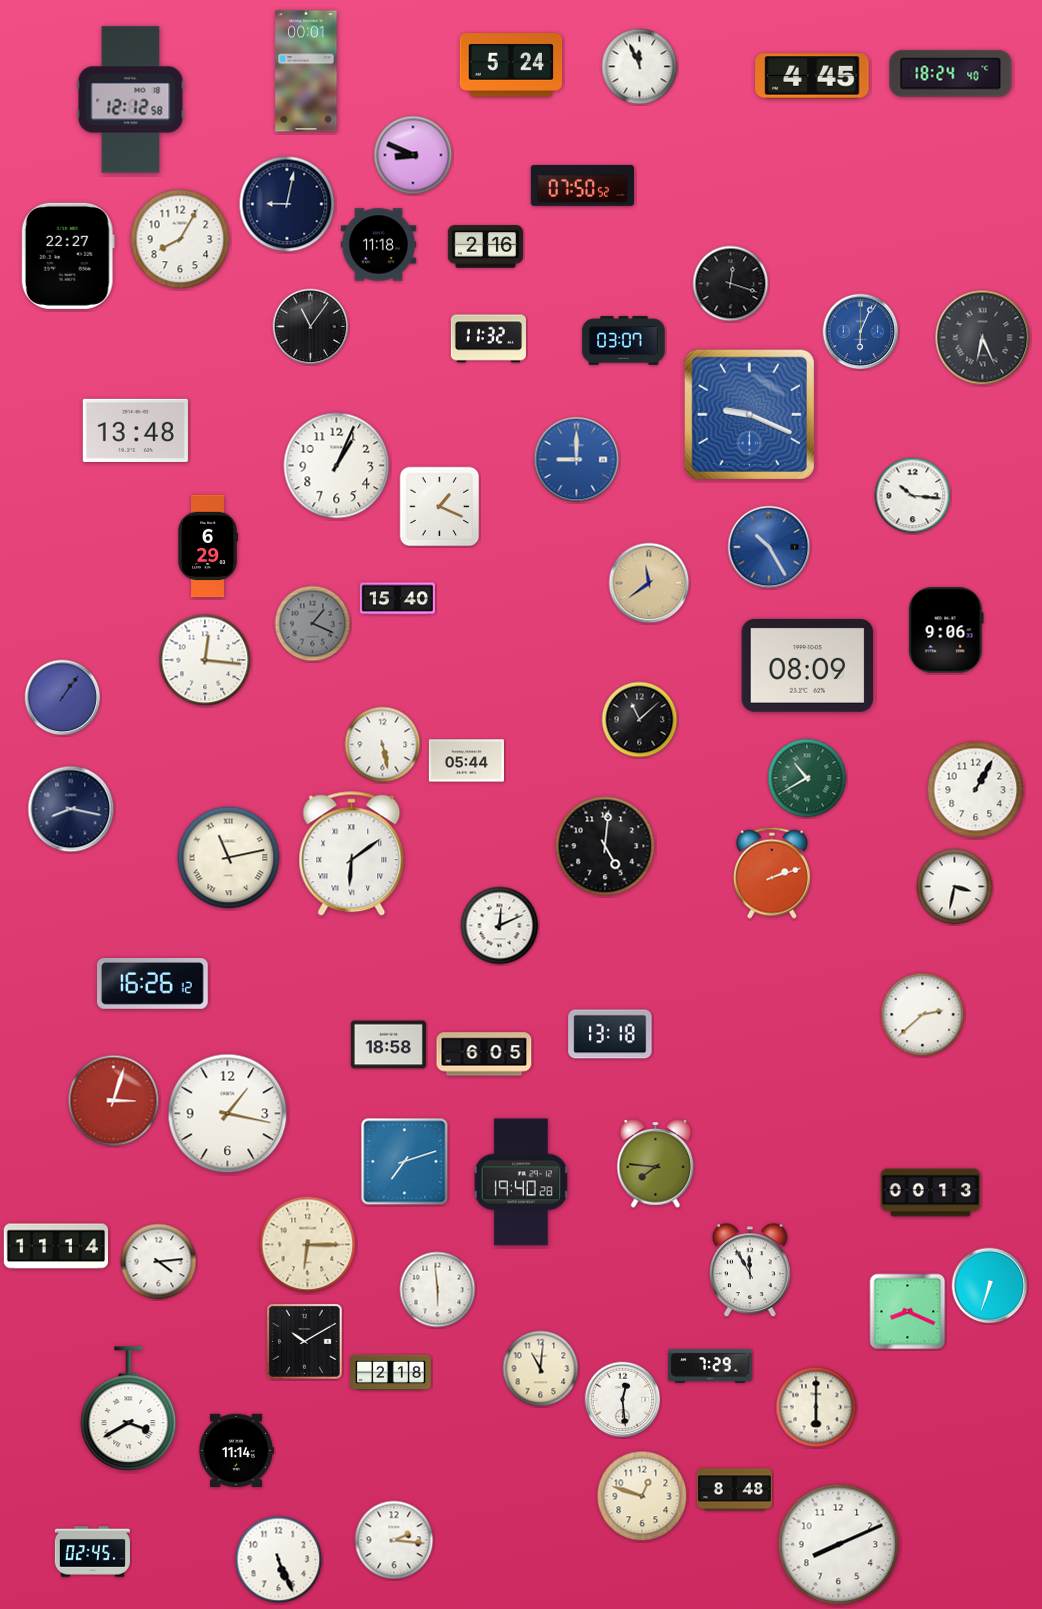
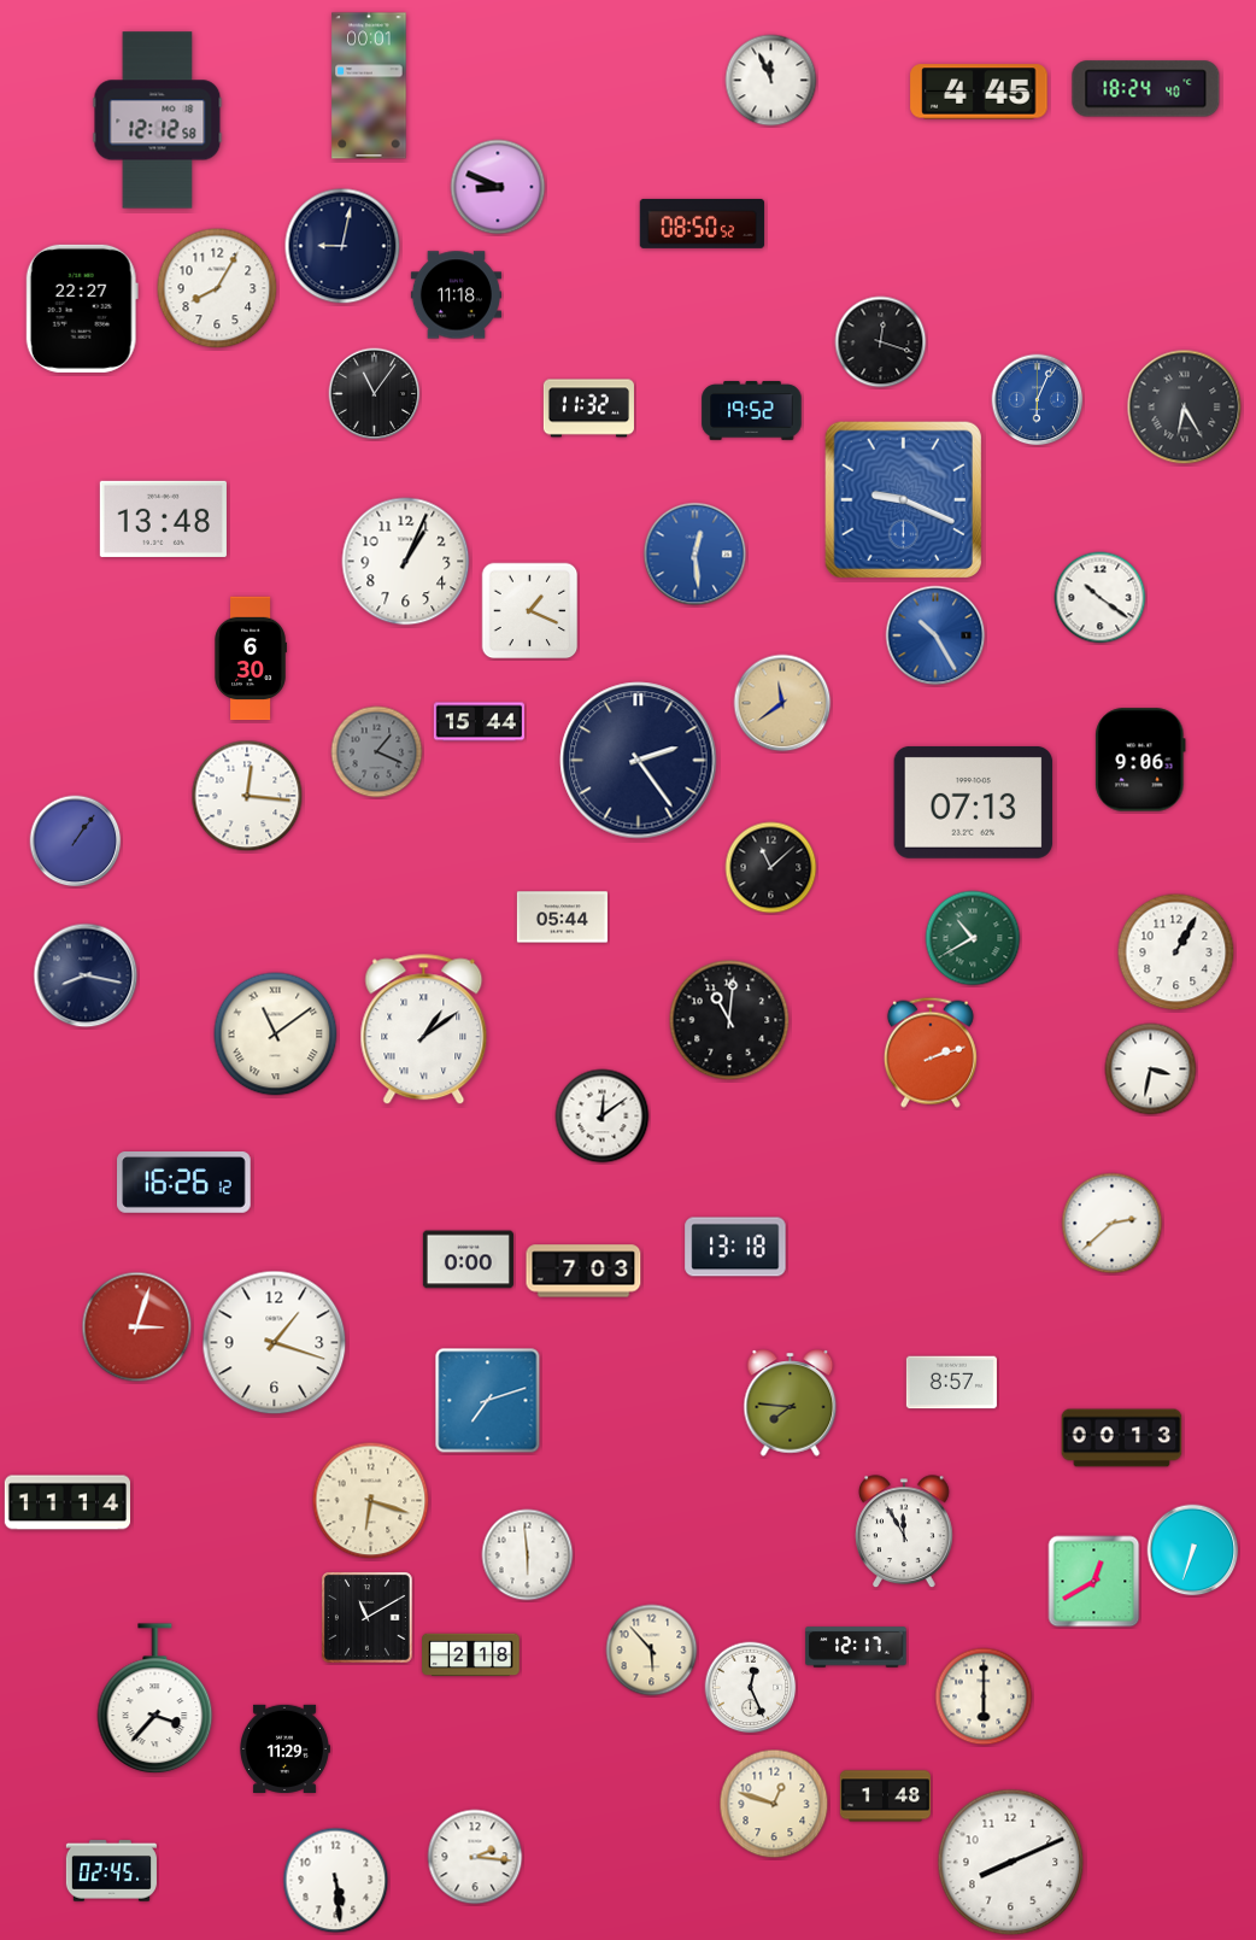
clock at (511, 65): 5:24 -> none
clock at (583, 185): 07:50 -> 08:50
clock at (287, 204) position: (287, 204) -> (342, 246)
clock at (485, 247): 2:16 -> none
clock at (983, 338): 6:26 -> 6:25
clock at (624, 341): 03:07 -> 19:52
clock at (577, 460): 9:00 -> 12:29
clock at (913, 496): 10:16 -> 10:21
clock at (208, 546): 6:29 -> 6:30
clock at (769, 547) position: (769, 547) -> (935, 635)
clock at (397, 599): 15:40 -> 15:44
clock at (639, 761): none -> 2:24
clock at (808, 665): 08:09 -> 07:13
clock at (383, 745): 5:28 -> none
clock at (605, 846): 5:01 -> 11:01
clock at (352, 854): 6:09 -> 1:09
clock at (229, 858): 11:13 -> 11:09
clock at (500, 926): 12:11 -> 12:09
clock at (153, 984) position: (153, 984) -> (184, 1183)
clock at (388, 1045): 18:58 -> 0:00
clock at (484, 1054): 6:05 -> 7:03
clock at (228, 1114): 1:17 -> 1:18
clock at (951, 1383): none -> 8:57
clock at (521, 1182): 19:40 -> none
clock at (308, 1245): 6:15 -> 6:18
clock at (159, 1262): 4:14 -> none
clock at (908, 1312): 8:19 -> 12:40
clock at (304, 1341): 10:10 -> 11:10
clock at (710, 1366): 7:29 -> 12:17
clock at (541, 1369): 11:01 -> 5:53
clock at (623, 1400): 12:29 -> 12:26
clock at (129, 1409): 3:40 -> 3:37
clock at (237, 1450): 11:14 -> 11:29
clock at (734, 1490): 8:48 -> 1:48
clock at (279, 1560): 5:26 -> 5:29
